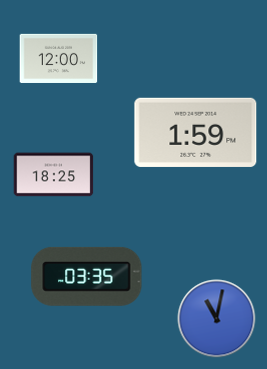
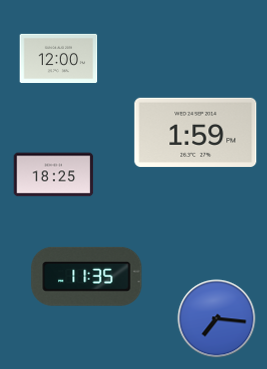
clock at (87, 276): 03:35 -> 11:35
clock at (216, 318): 11:02 -> 7:16
